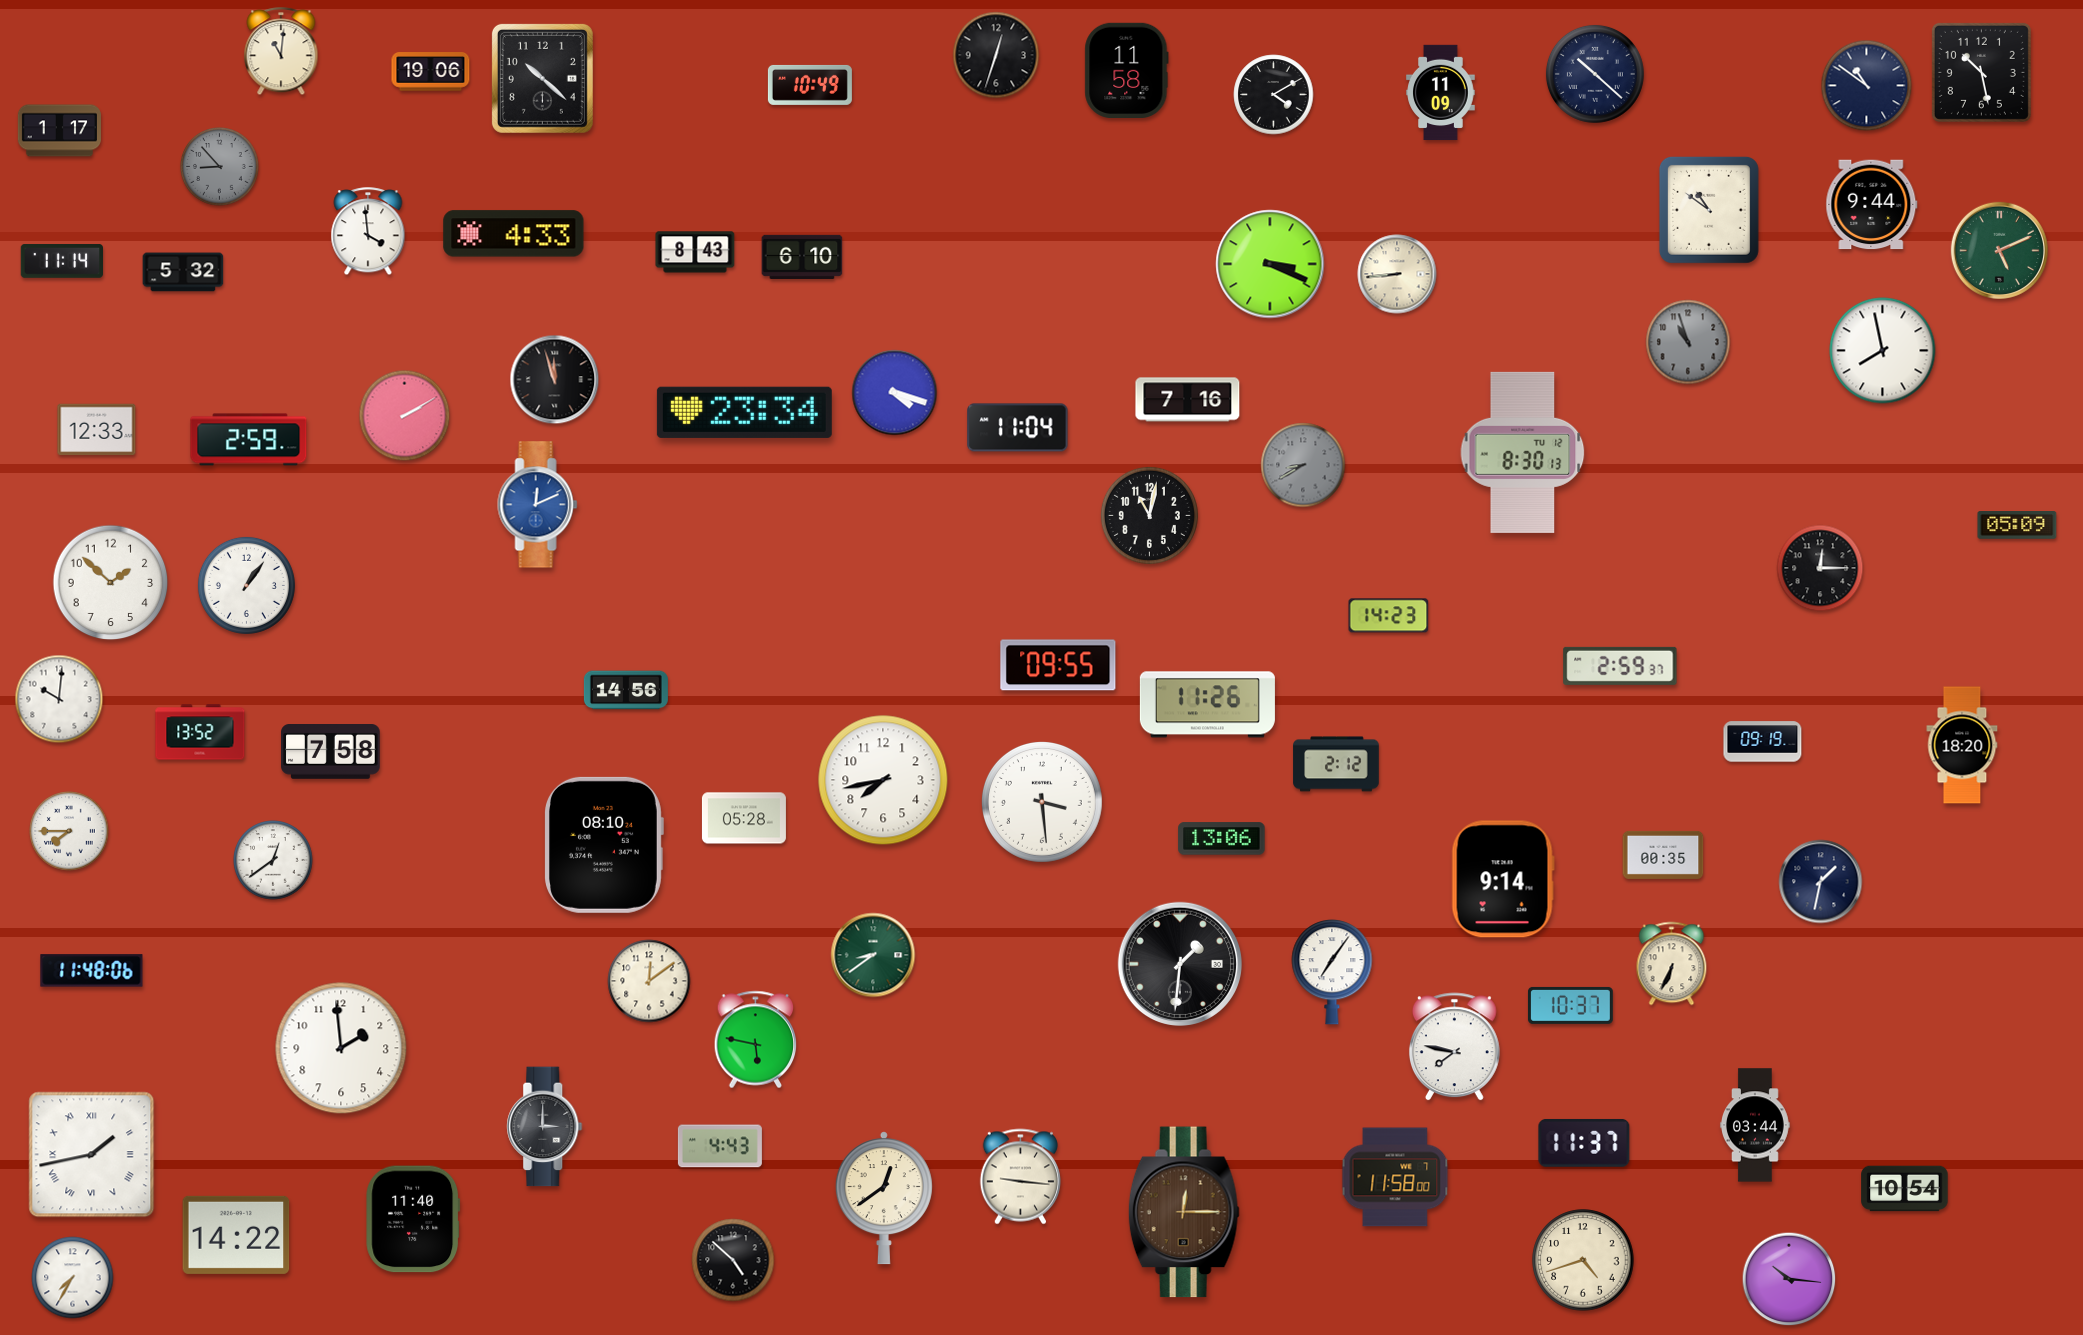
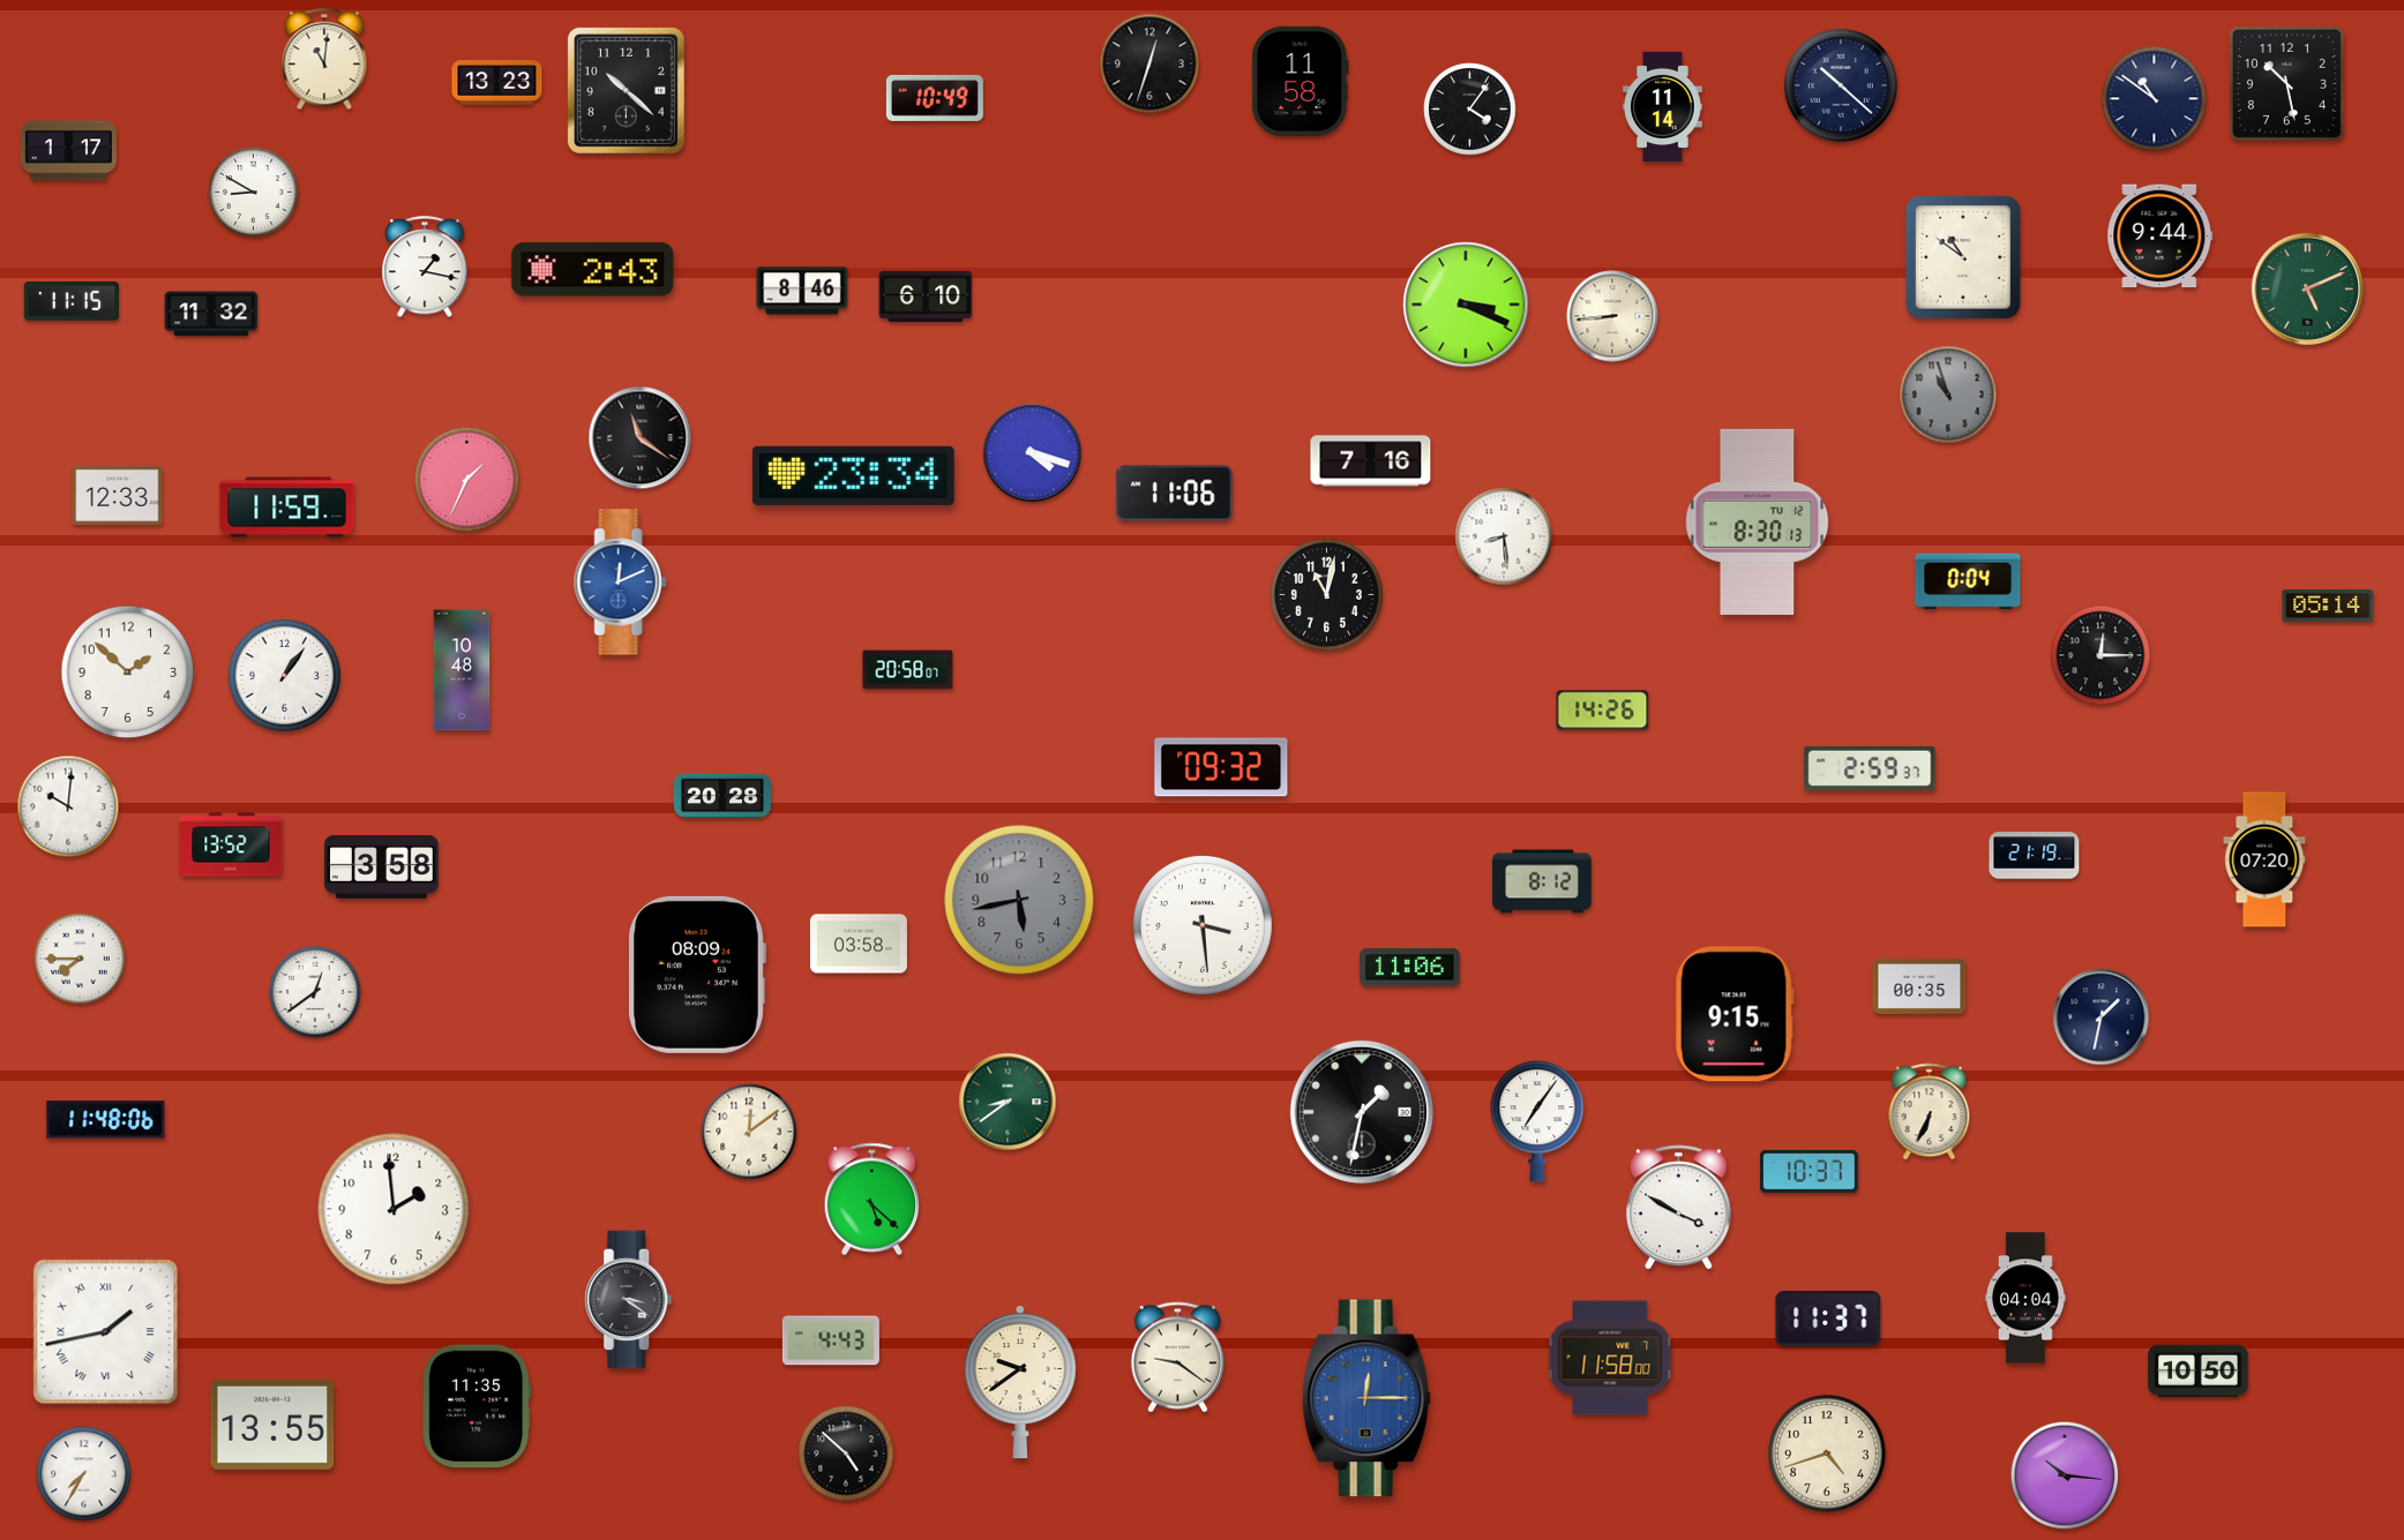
clock at (431, 72): 19:06 -> 13:23
clock at (1441, 93): 11:09 -> 11:14
clock at (1274, 95): 4:10 -> 4:06
clock at (220, 167): 8:53 -> 8:50
clock at (220, 167) dial: grey -> white
clock at (1709, 210) position: (1709, 210) -> (1963, 257)
clock at (368, 232): 3:59 -> 1:17
clock at (514, 234): 4:33 -> 2:43
clock at (695, 252): 8:43 -> 8:46
clock at (61, 262): 11:14 -> 11:15
clock at (183, 272): 5:32 -> 11:32
clock at (1883, 351): 7:58 -> none
clock at (555, 380): 11:57 -> 11:21
clock at (744, 412) position: (744, 412) -> (853, 475)
clock at (405, 416): 2:10 -> 1:34
clock at (1018, 428): 11:04 -> 11:06
clock at (97, 430) position: (97, 430) -> (118, 496)
clock at (249, 440): 2:59 -> 11:59
clock at (1303, 465): 8:40 -> 8:29
clock at (1303, 465) dial: grey -> white
clock at (1968, 581): none -> 0:04
clock at (2017, 526): 05:09 -> 05:14
clock at (462, 670): none -> 10:48
clock at (908, 670): none -> 20:58
clock at (1389, 616): 14:23 -> 14:26
clock at (1058, 665): 09:55 -> 09:32
clock at (626, 690): 14:56 -> 20:28
clock at (1207, 705): 11:26 -> none
clock at (1763, 742): 09:19 -> 21:19
clock at (1962, 745): 18:20 -> 07:20
clock at (331, 752): 7:58 -> 3:58
clock at (1336, 764): 2:12 -> 8:12
clock at (883, 780): 7:43 -> 5:43
clock at (883, 780) dial: white -> grey
clock at (744, 818): 05:28 -> 03:58
clock at (1222, 839): 13:06 -> 11:06
clock at (604, 845): 08:10 -> 08:09
clock at (1503, 879): 9:14 -> 9:15
clock at (1179, 963): 1:31 -> 1:32
clock at (1570, 1005) position: (1570, 1005) -> (1808, 1171)
clock at (756, 1040): 5:47 -> 5:22
clock at (1454, 1047): 7:47 -> 3:50
clock at (1755, 1125): 03:44 -> 04:04
clock at (545, 1127): 3:00 -> 3:21
clock at (720, 1146) position: (720, 1146) -> (831, 1340)
clock at (1020, 1177): 9:16 -> 9:21
clock at (1905, 1189): 10:54 -> 10:50
clock at (884, 1198): 12:39 -> 9:39
clock at (1184, 1212) dial: brown -> blue
clock at (413, 1219): 11:40 -> 11:35
clock at (236, 1235): 14:22 -> 13:55
